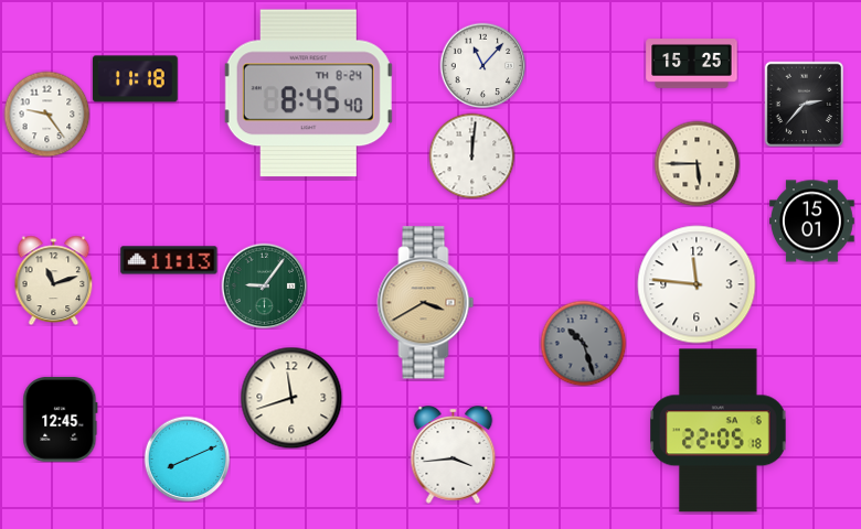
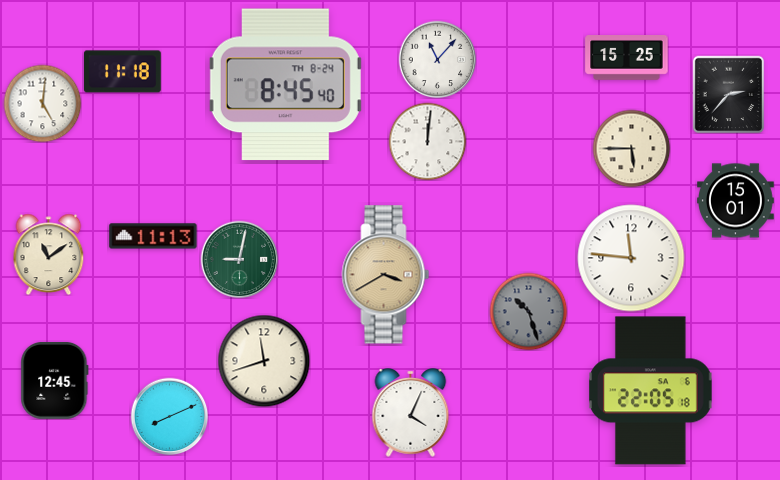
clock at (308, 94) position: (308, 94) -> (285, 85)
clock at (46, 114): 9:24 -> 5:01
clock at (54, 280): 11:12 -> 11:09
clock at (264, 285): 9:06 -> 9:02
clock at (454, 455): 3:44 -> 4:04
